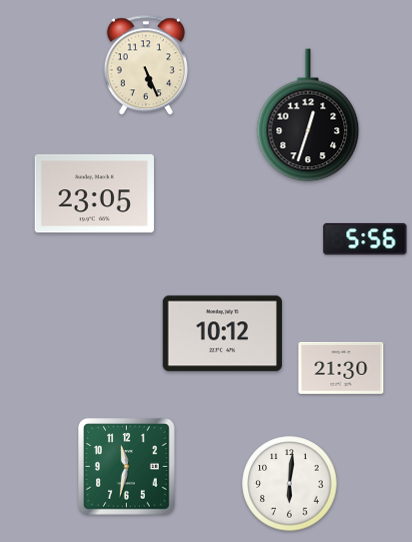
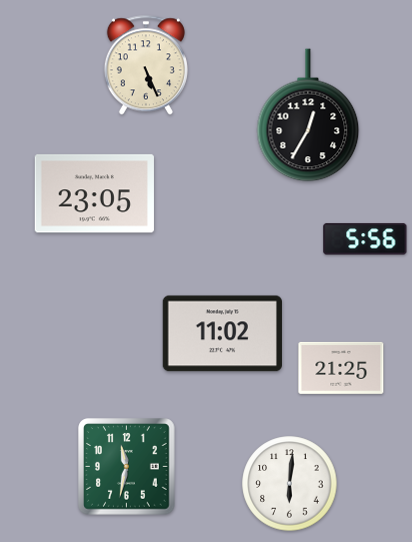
clock at (308, 115): 12:33 -> 12:35
clock at (222, 334): 10:12 -> 11:02
clock at (341, 368): 21:30 -> 21:25
